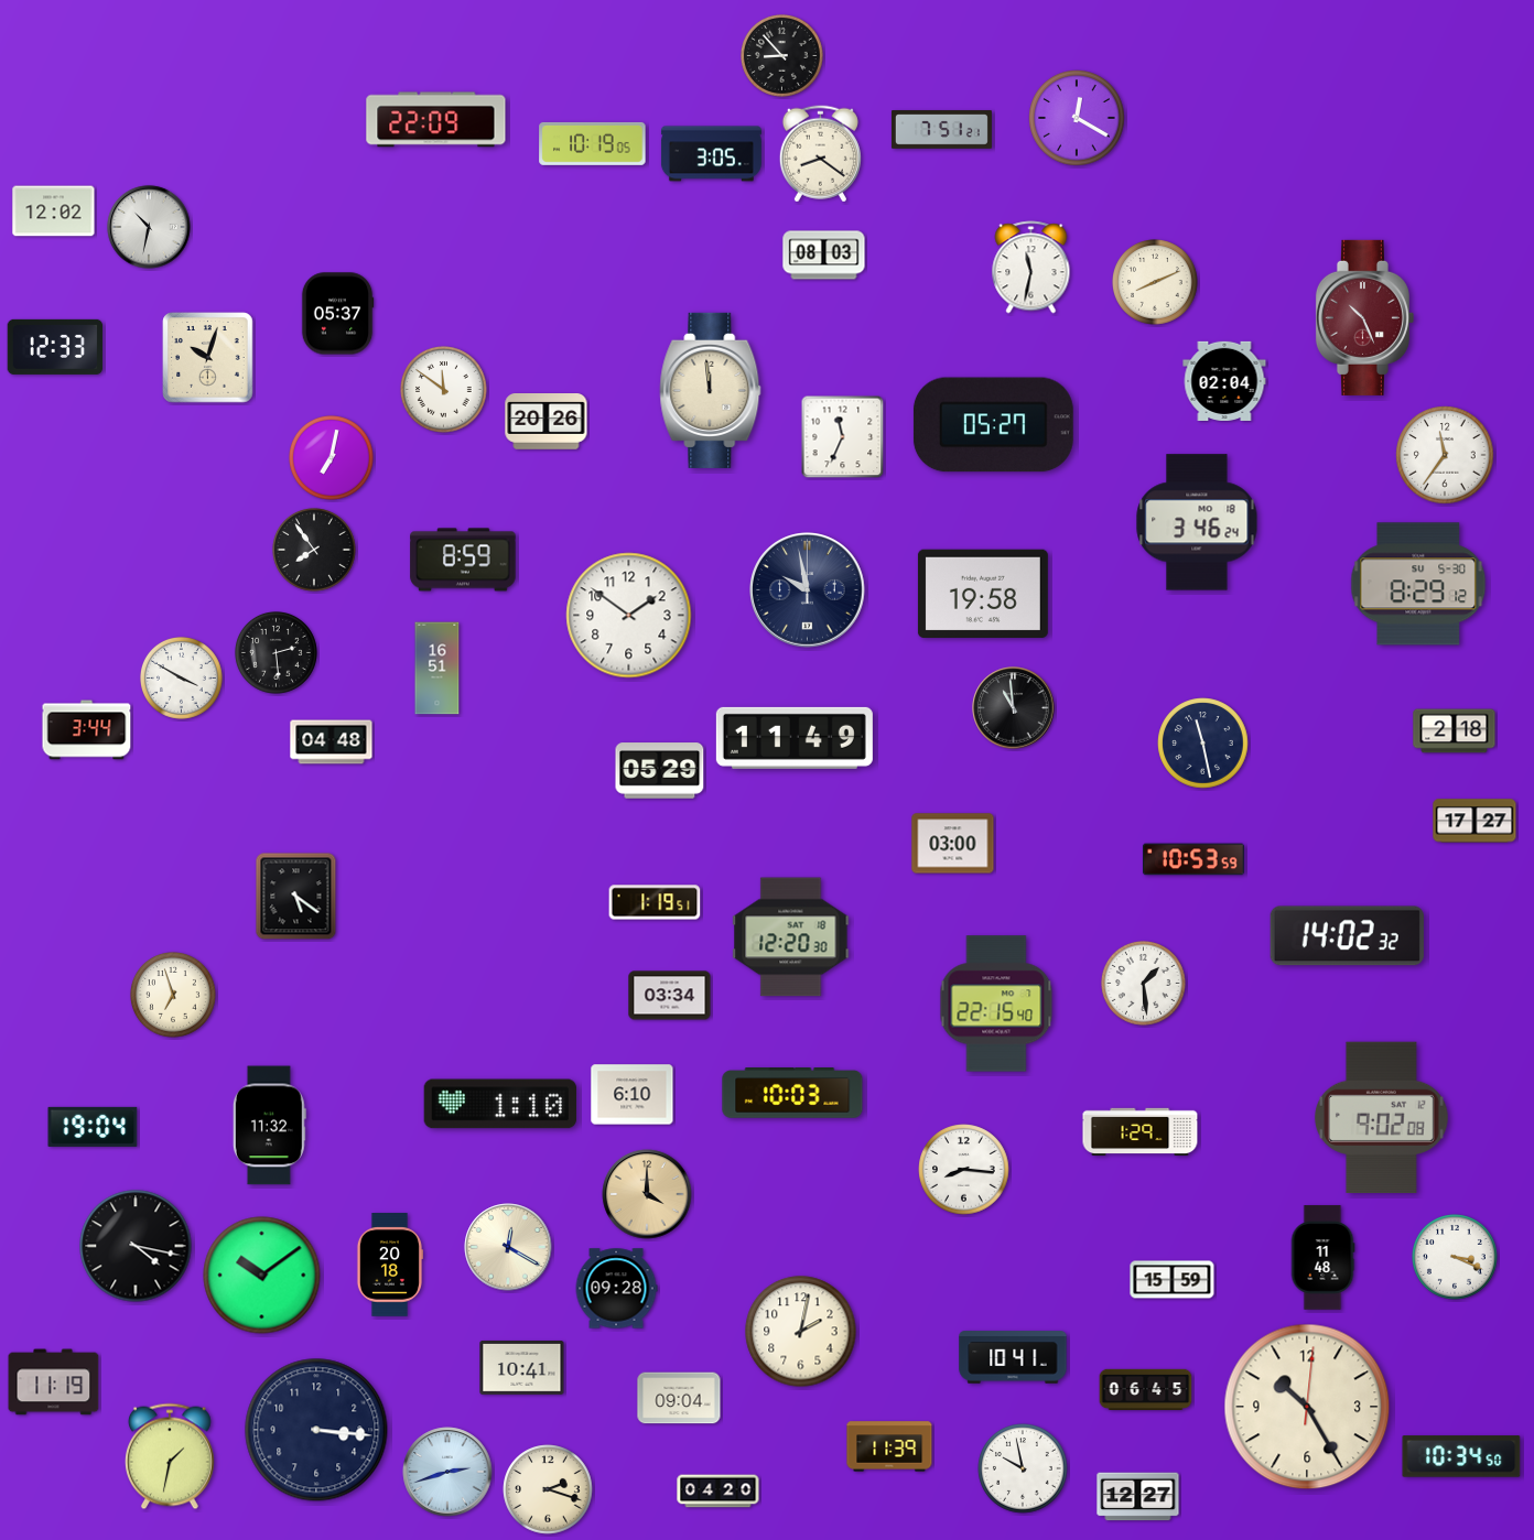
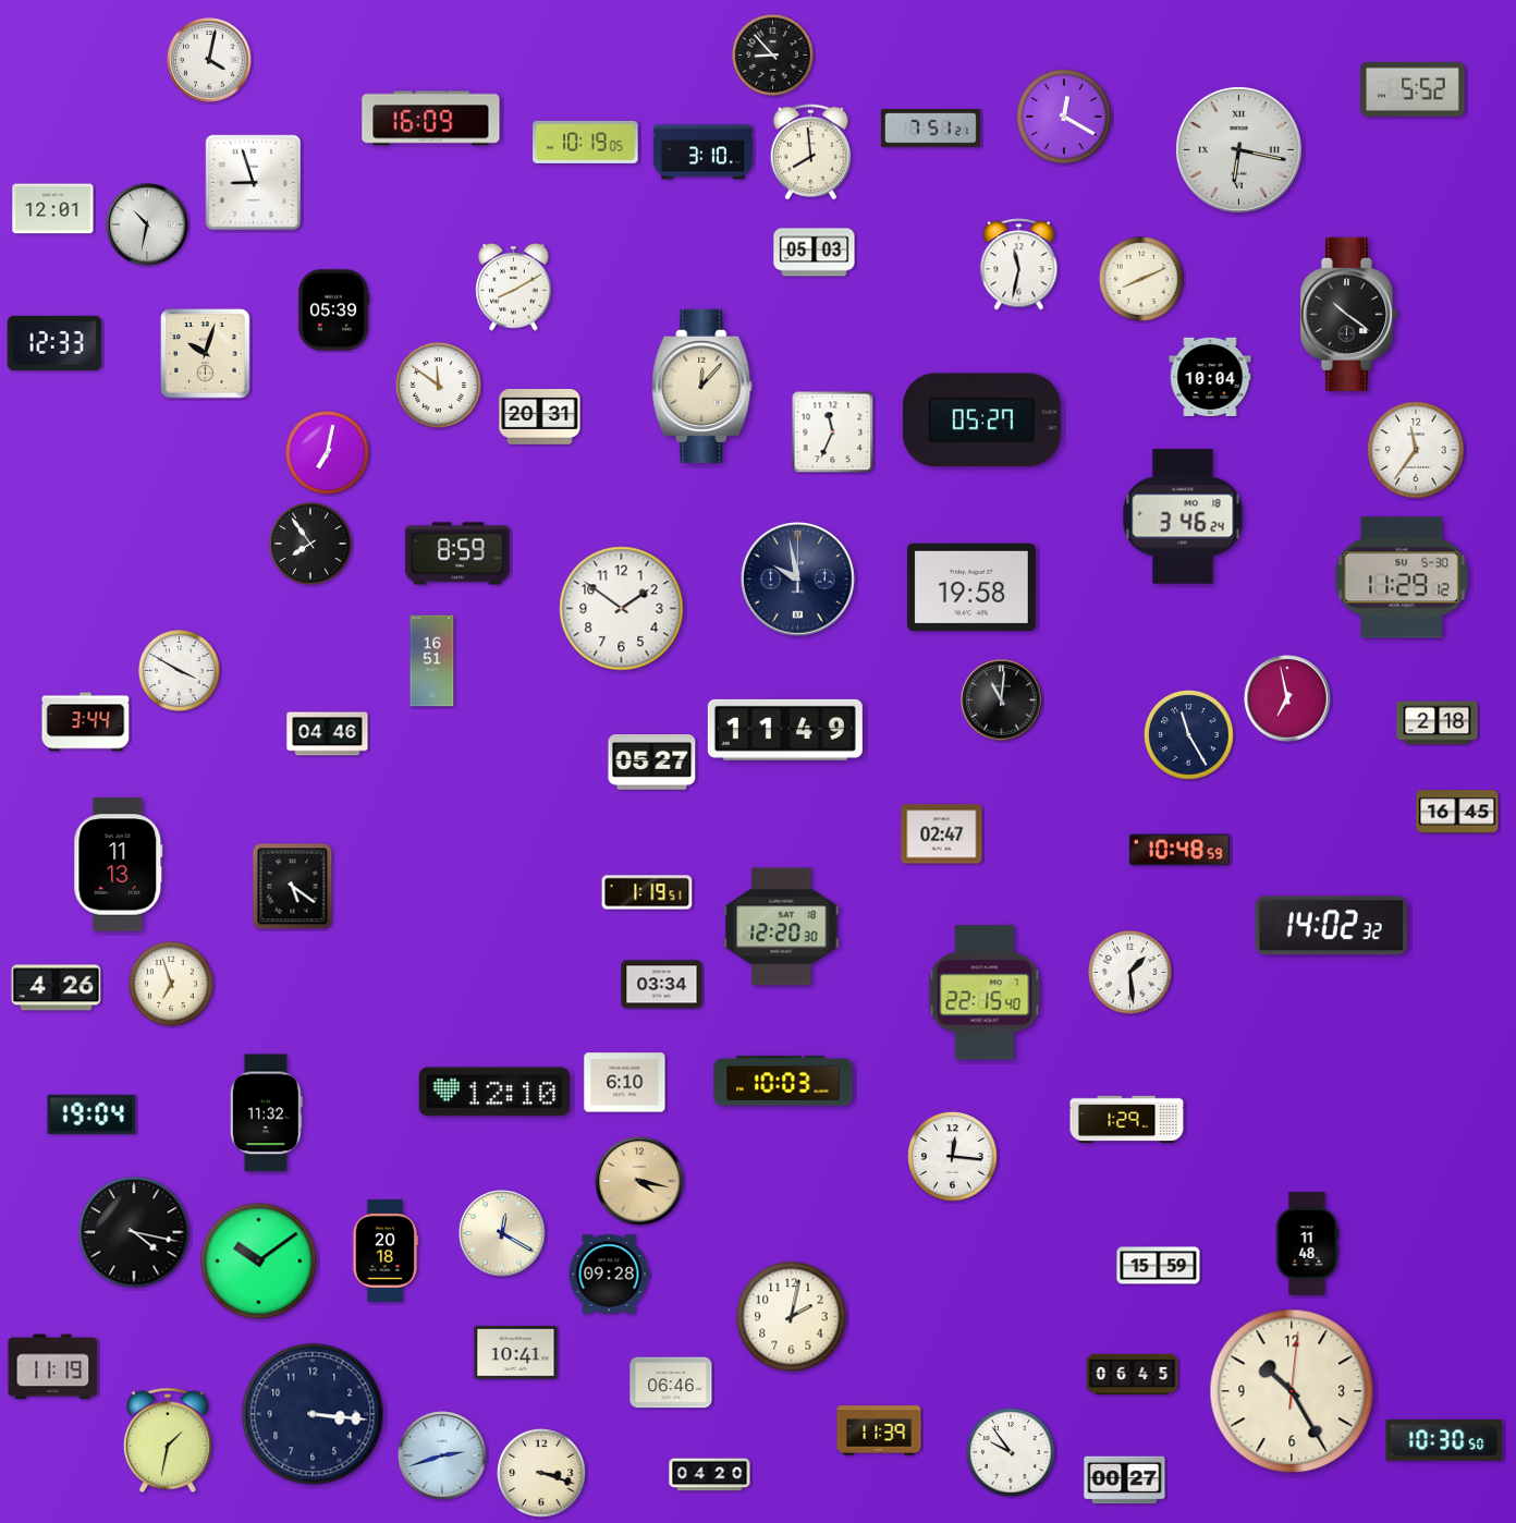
clock at (209, 60): none -> 4:02
clock at (1413, 89): none -> 5:52
clock at (436, 120): 22:09 -> 16:09
clock at (1238, 149): none -> 6:17
clock at (711, 154): 3:05 -> 3:10
clock at (820, 154): 8:21 -> 7:59
clock at (254, 183): none -> 8:57
clock at (54, 212): 12:02 -> 12:01
clock at (824, 256): 08:03 -> 05:03
clock at (514, 287): none -> 8:10
clock at (337, 314): 05:37 -> 05:39
clock at (1364, 317): 10:26 -> 10:21
clock at (1364, 317) dial: burgundy -> black
clock at (1224, 381): 02:04 -> 10:04
clock at (711, 390): 11:59 -> 12:07
clock at (547, 422): 20:26 -> 20:31
clock at (1445, 455) position: (1445, 455) -> (1416, 450)
clock at (1418, 584): 8:29 -> 11:29
clock at (808, 590) position: (808, 590) -> (798, 580)
clock at (277, 653): 2:29 -> none
clock at (1287, 698): none -> 6:58
clock at (1014, 708): 10:59 -> 11:01
clock at (332, 742): 04:48 -> 04:46
clock at (1203, 744): 11:28 -> 11:25
clock at (660, 771): 05:29 -> 05:27
clock at (1474, 821): 17:27 -> 16:45
clock at (953, 844): 03:00 -> 02:47
clock at (1193, 859): 10:53 -> 10:48
clock at (119, 865): none -> 11:13
clock at (57, 988): none -> 4:26
clock at (500, 1104): 1:10 -> 12:10
clock at (1382, 1118): 9:02 -> none
clock at (964, 1170): 8:16 -> 12:16
clock at (647, 1194): 4:00 -> 4:17
clock at (1456, 1258): 3:19 -> none
clock at (1013, 1357): 10:41 -> none
clock at (679, 1398): 09:04 -> 06:46
clock at (1461, 1456): 10:34 -> 10:30
clock at (1023, 1468): 9:58 -> 9:54
clock at (548, 1489): 2:18 -> 3:18
clock at (1138, 1497): 12:27 -> 00:27
